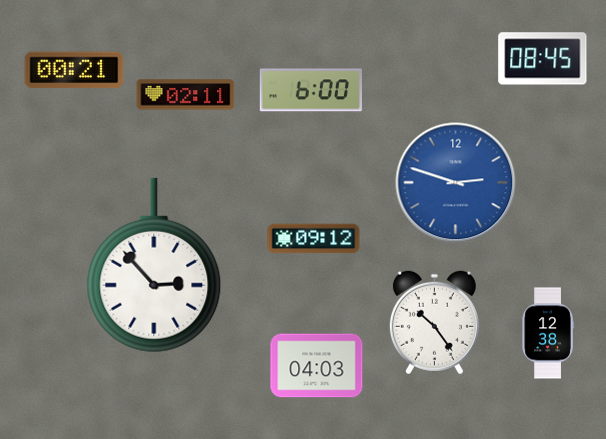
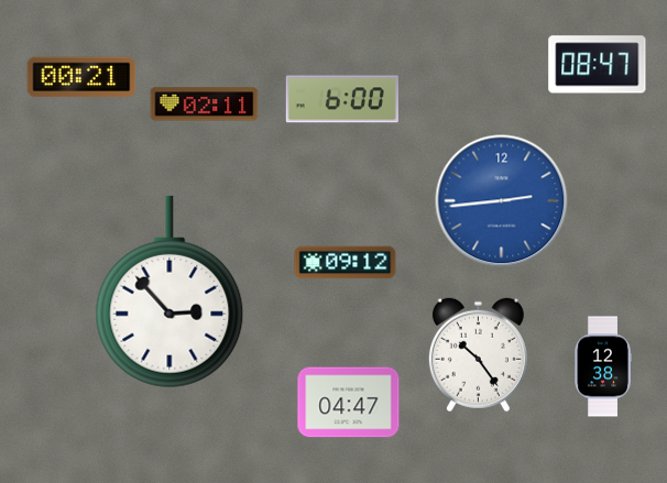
clock at (543, 59): 08:45 -> 08:47
clock at (456, 183): 2:48 -> 2:44
clock at (317, 366): 04:03 -> 04:47
